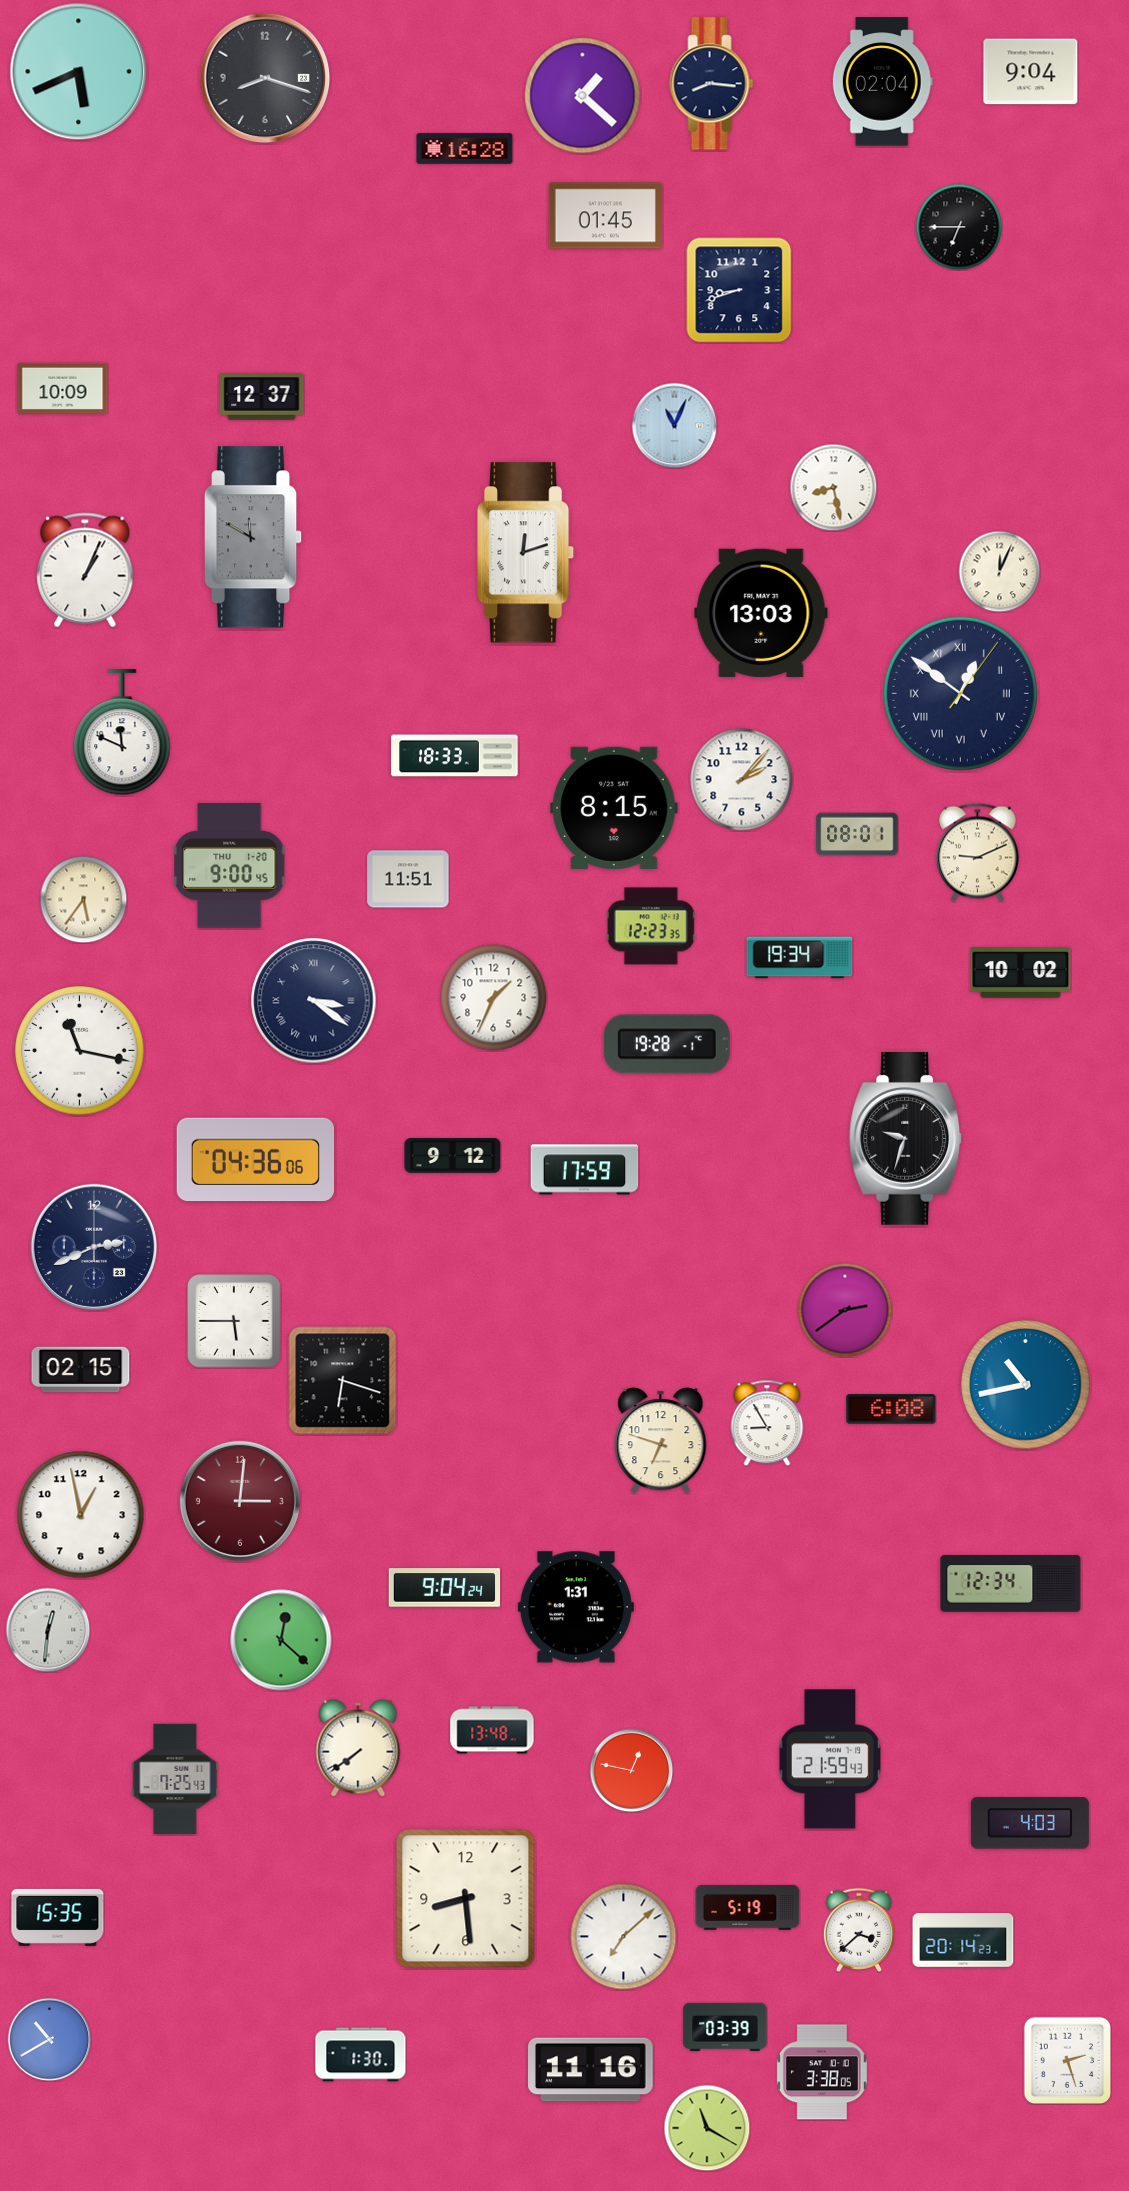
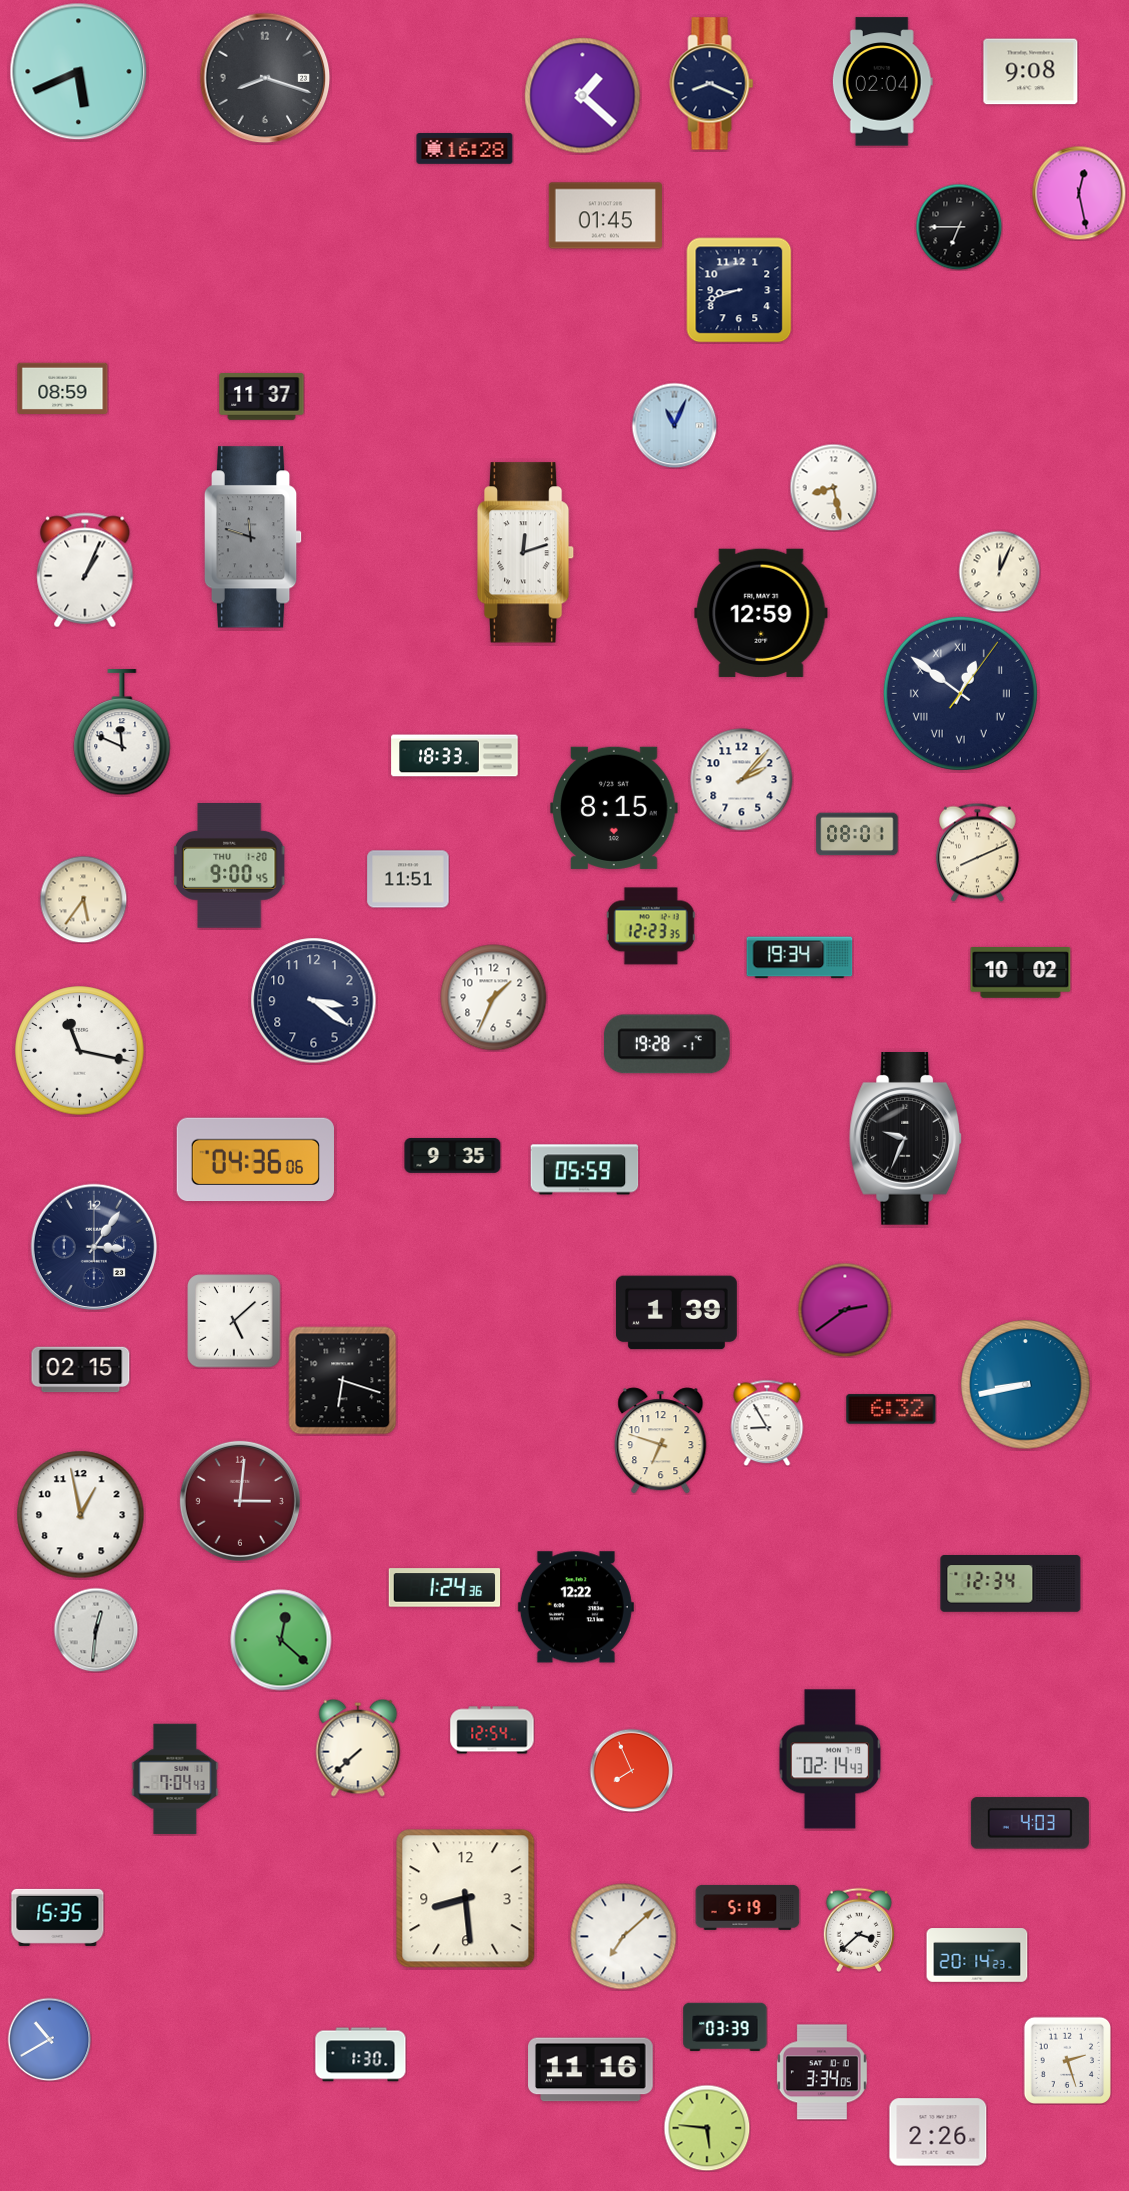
clock at (1031, 72): 9:04 -> 9:08
clock at (712, 84): 8:16 -> 8:19
clock at (1079, 193): none -> 12:28
clock at (63, 388): 10:09 -> 08:59
clock at (262, 397): 12:37 -> 11:37
clock at (253, 537): 11:50 -> 11:48
clock at (761, 613): 13:03 -> 12:59
clock at (978, 852): 9:11 -> 8:11
clock at (314, 1001) numerals: Roman -> Arabic
clock at (906, 1139): 9:33 -> 9:34
clock at (453, 1156): 9:12 -> 9:35
clock at (585, 1170): 17:59 -> 05:59
clock at (93, 1246): 2:41 -> 3:06
clock at (676, 1313): none -> 1:39
clock at (234, 1321): 5:45 -> 5:08
clock at (1026, 1385): 10:43 -> 8:43
clock at (891, 1409): 6:08 -> 6:32
clock at (445, 1588): 9:04 -> 1:24
clock at (576, 1607): 1:31 -> 12:22
clock at (48, 1630) position: (48, 1630) -> (96, 1630)
clock at (492, 1730): 13:48 -> 12:54
clock at (358, 1748): 7:39 -> 7:38
clock at (830, 1759): 21:59 -> 02:14
clock at (631, 1770): 12:47 -> 7:56
clock at (175, 1779): 7:25 -> 7:04
clock at (963, 1940) position: (963, 1940) -> (977, 1955)
clock at (822, 2072): 3:38 -> 3:34
clock at (707, 2128): 11:20 -> 5:46
clock at (938, 2132): none -> 2:26
